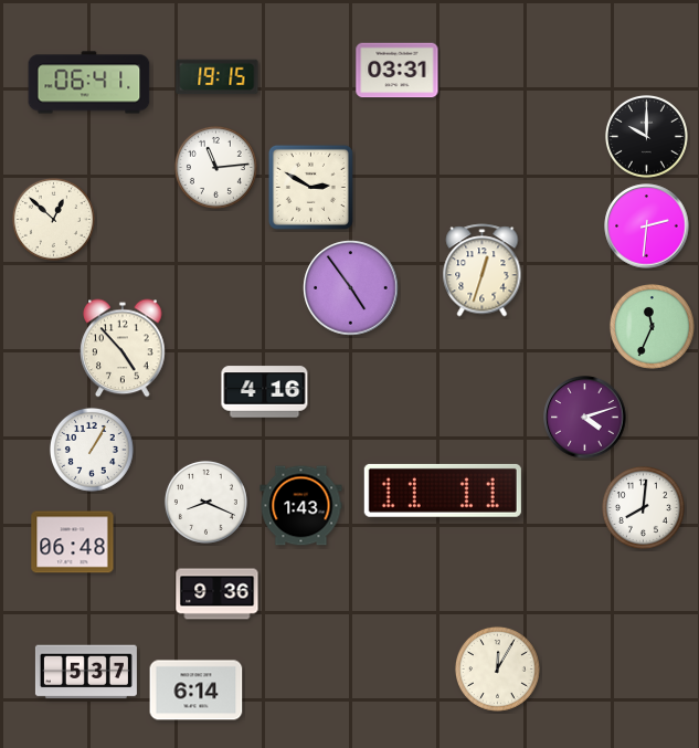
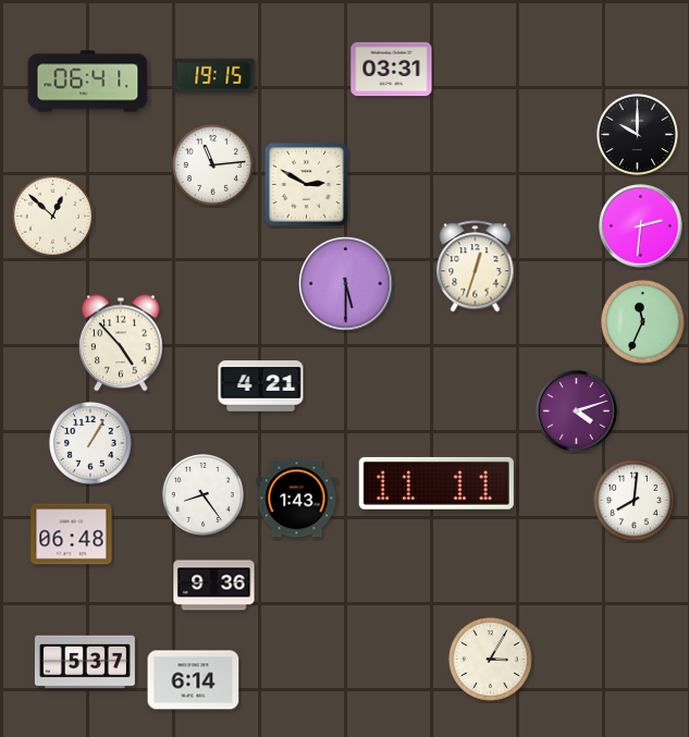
clock at (647, 226) position: (647, 226) -> (641, 226)
clock at (351, 288): 4:54 -> 5:30
clock at (265, 392): 4:16 -> 4:21
clock at (205, 502): 8:19 -> 8:24
clock at (497, 668): 12:05 -> 3:05
